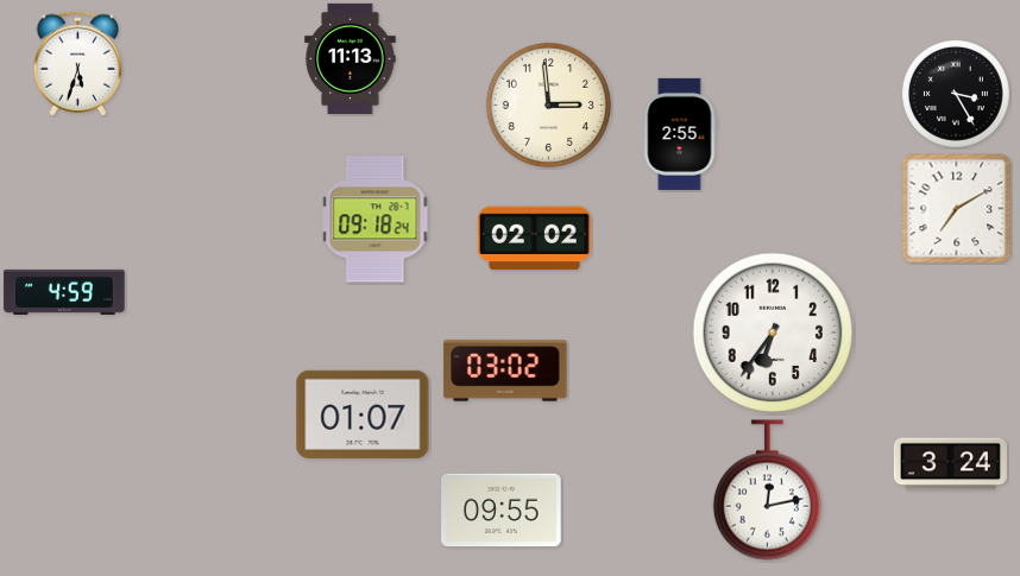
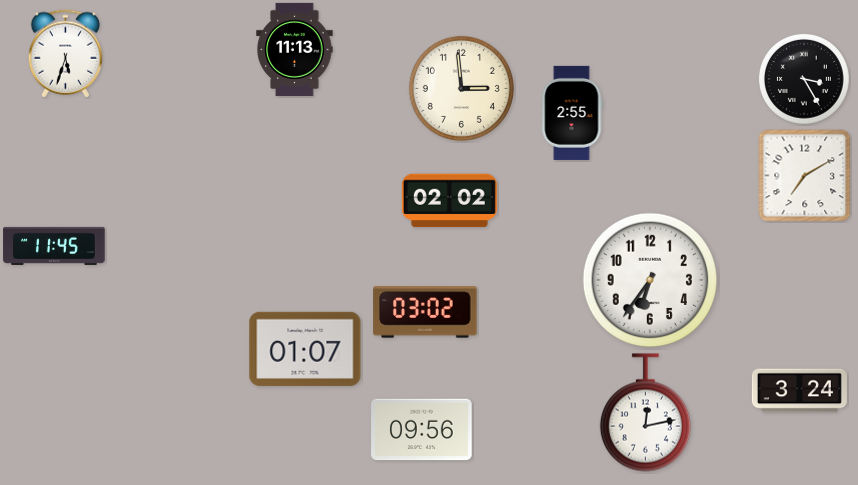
clock at (376, 220): 09:18 -> none
clock at (64, 292): 4:59 -> 11:45
clock at (502, 511): 09:55 -> 09:56
